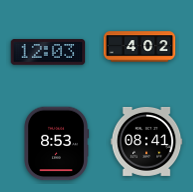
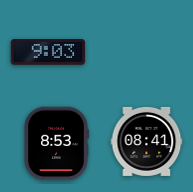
clock at (140, 47): 4:02 -> none
clock at (48, 52): 12:03 -> 9:03
